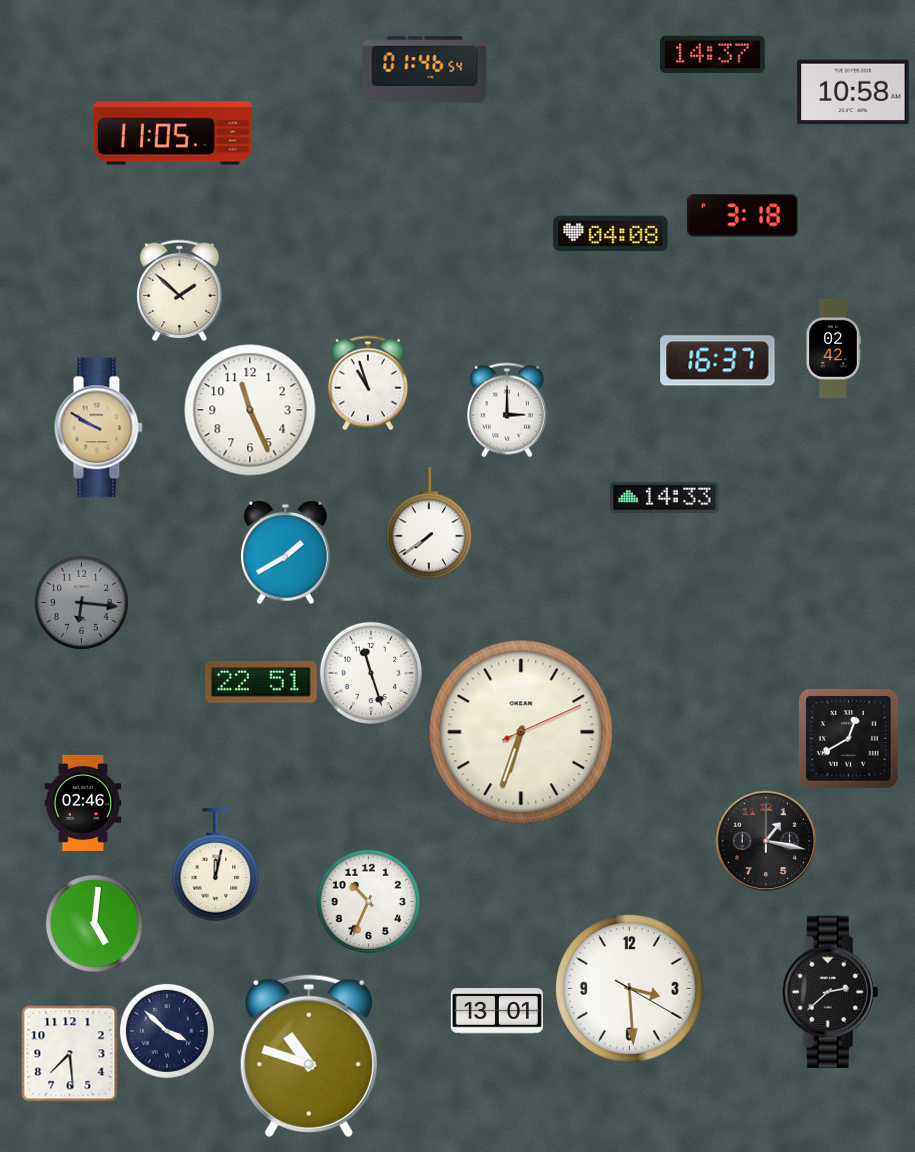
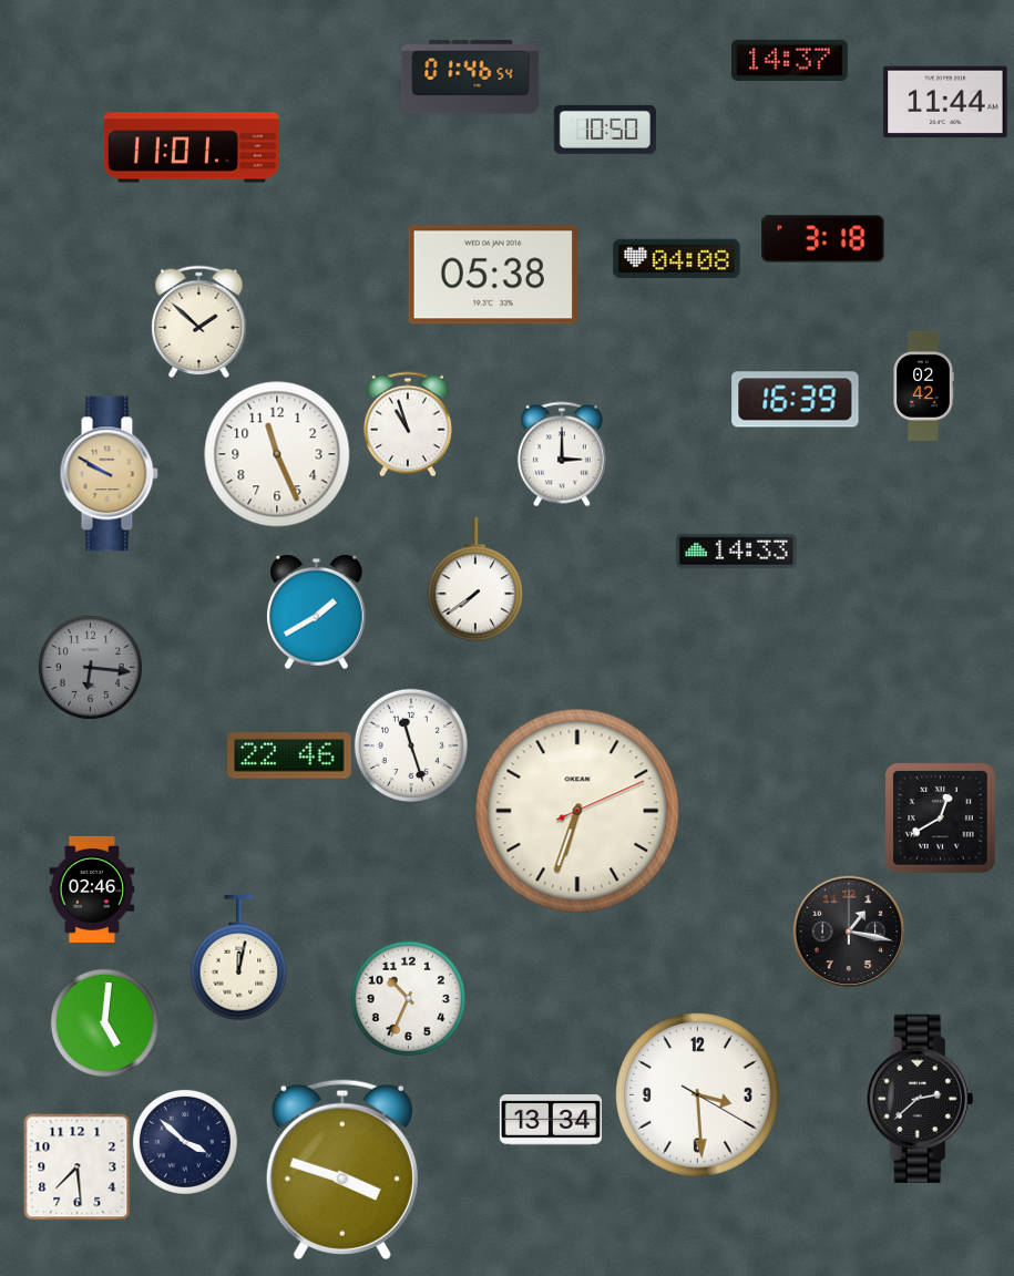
clock at (853, 92): 10:58 -> 11:44
clock at (605, 130): none -> 10:50
clock at (173, 133): 11:05 -> 11:01
clock at (493, 275): none -> 05:38
clock at (718, 361): 16:37 -> 16:39
clock at (261, 683): 22:51 -> 22:46
clock at (496, 1011): 13:01 -> 13:34
clock at (309, 1056): 10:48 -> 3:48
